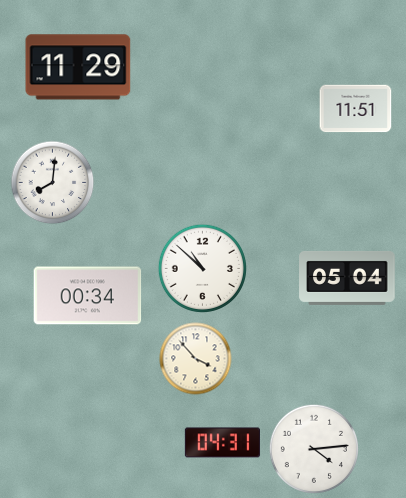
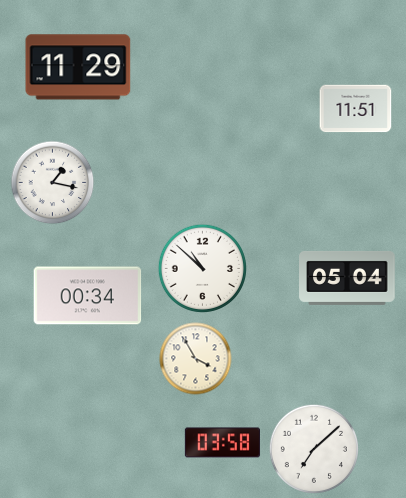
clock at (53, 183): 8:01 -> 1:17
clock at (196, 359): 3:53 -> 3:55
clock at (222, 443): 04:31 -> 03:58
clock at (314, 449): 4:14 -> 7:08
